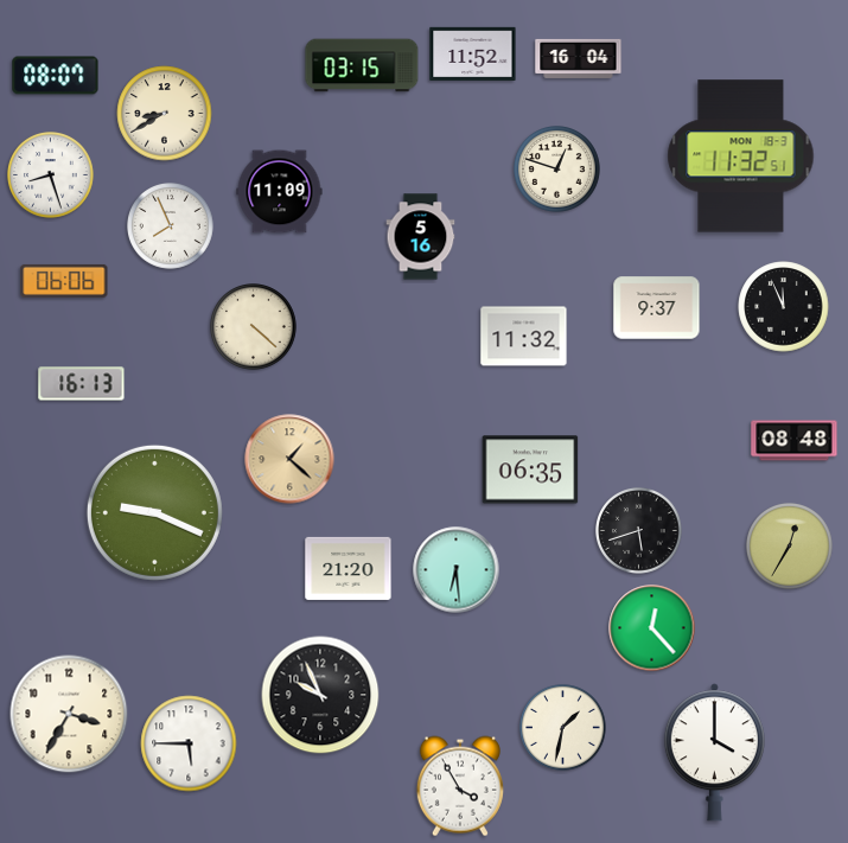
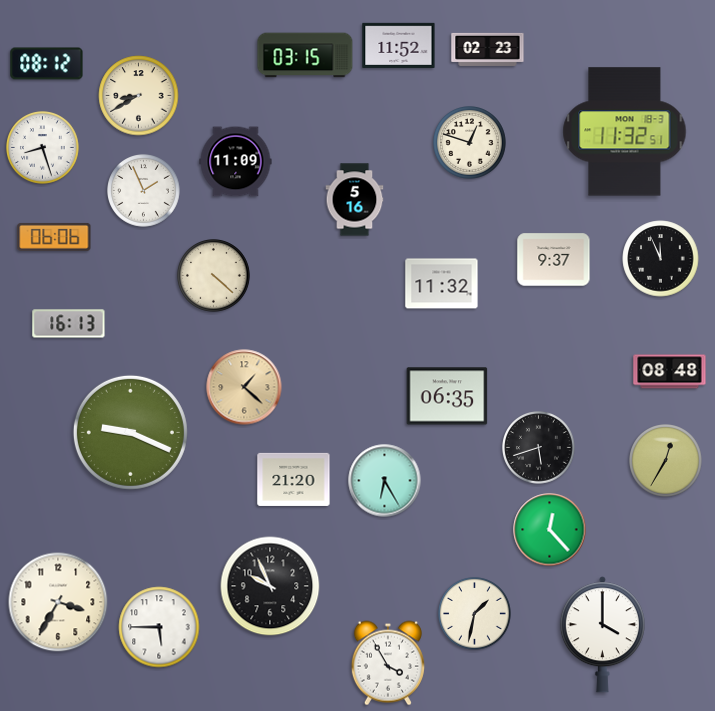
clock at (579, 58): 16:04 -> 02:23
clock at (56, 76): 08:07 -> 08:12
clock at (171, 226): 7:56 -> 1:56
clock at (457, 570): 6:29 -> 6:25
